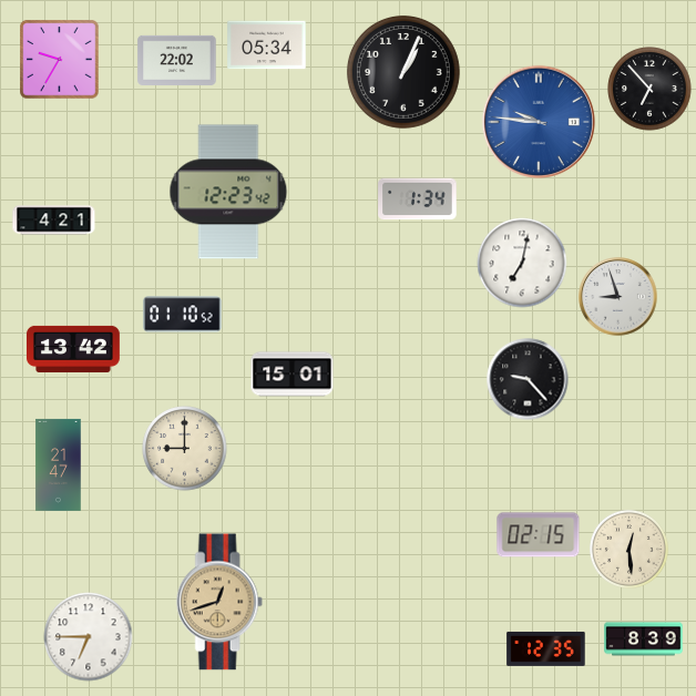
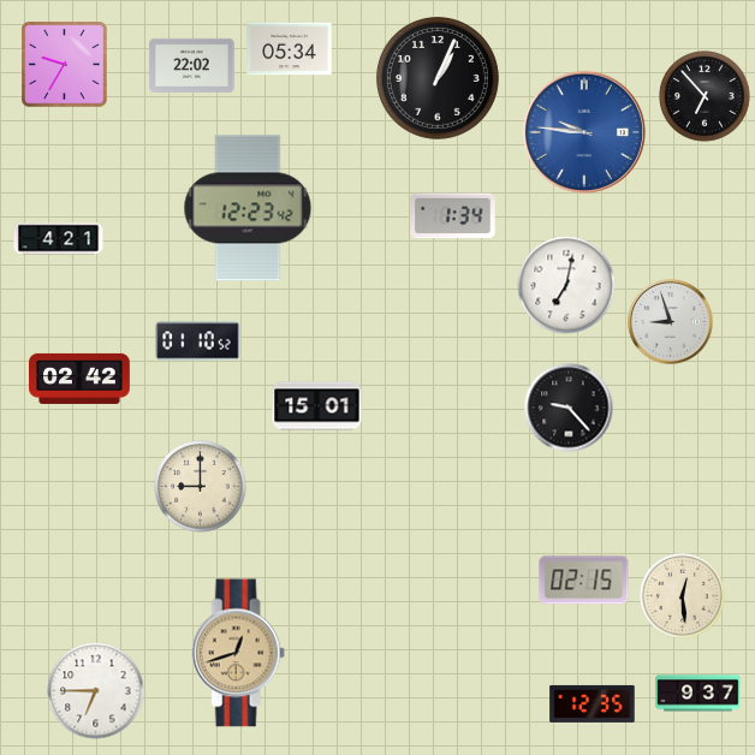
clock at (74, 349): 13:42 -> 02:42
clock at (528, 379) position: (528, 379) -> (569, 408)
clock at (59, 464): 21:47 -> none
clock at (644, 639): 8:39 -> 9:37
